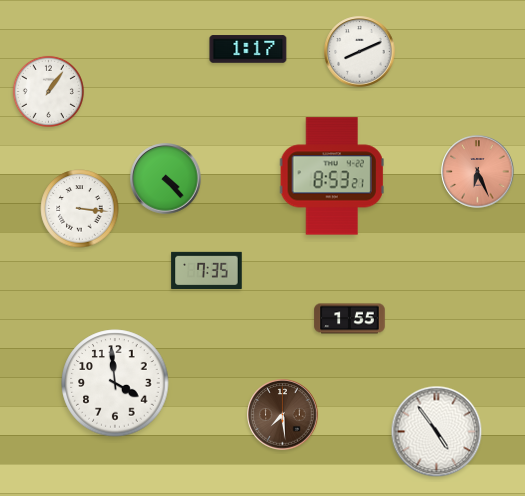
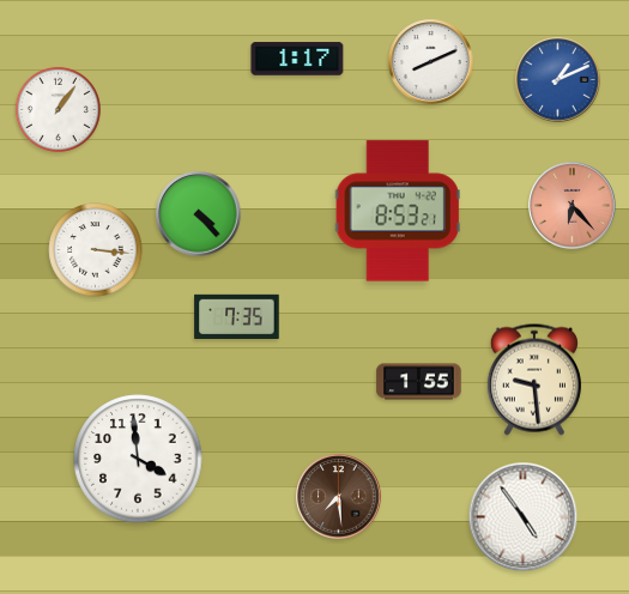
clock at (558, 80): none -> 1:11
clock at (478, 172): 6:26 -> 6:23
clock at (207, 270) position: (207, 270) -> (237, 316)
clock at (534, 380): none -> 9:29
